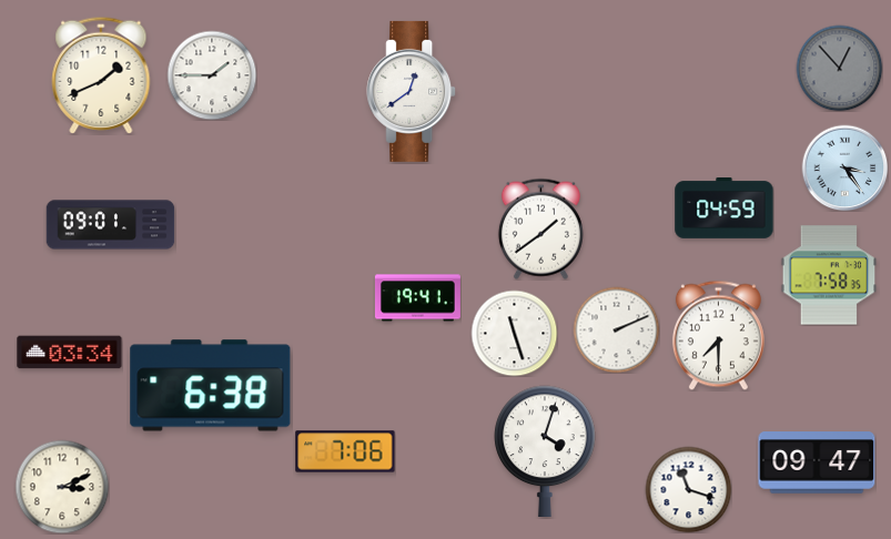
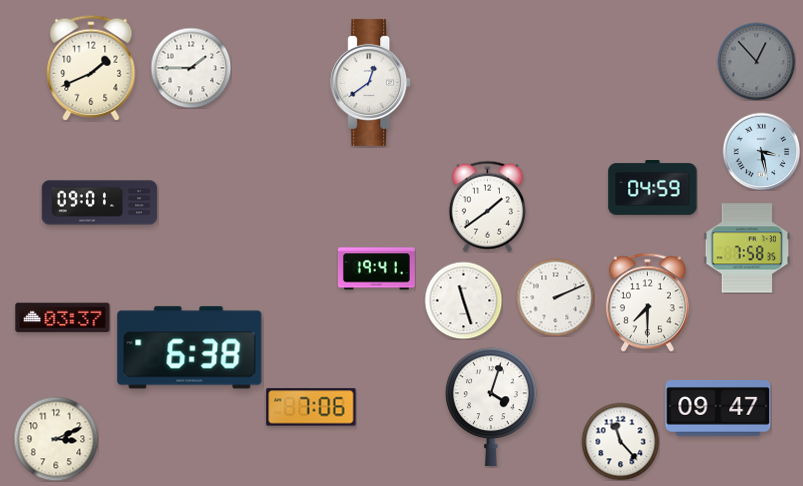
clock at (844, 167): 3:24 -> 3:28
clock at (70, 353): 03:34 -> 03:37
clock at (817, 462) position: (817, 462) -> (718, 408)
clock at (688, 489): 11:18 -> 11:23
